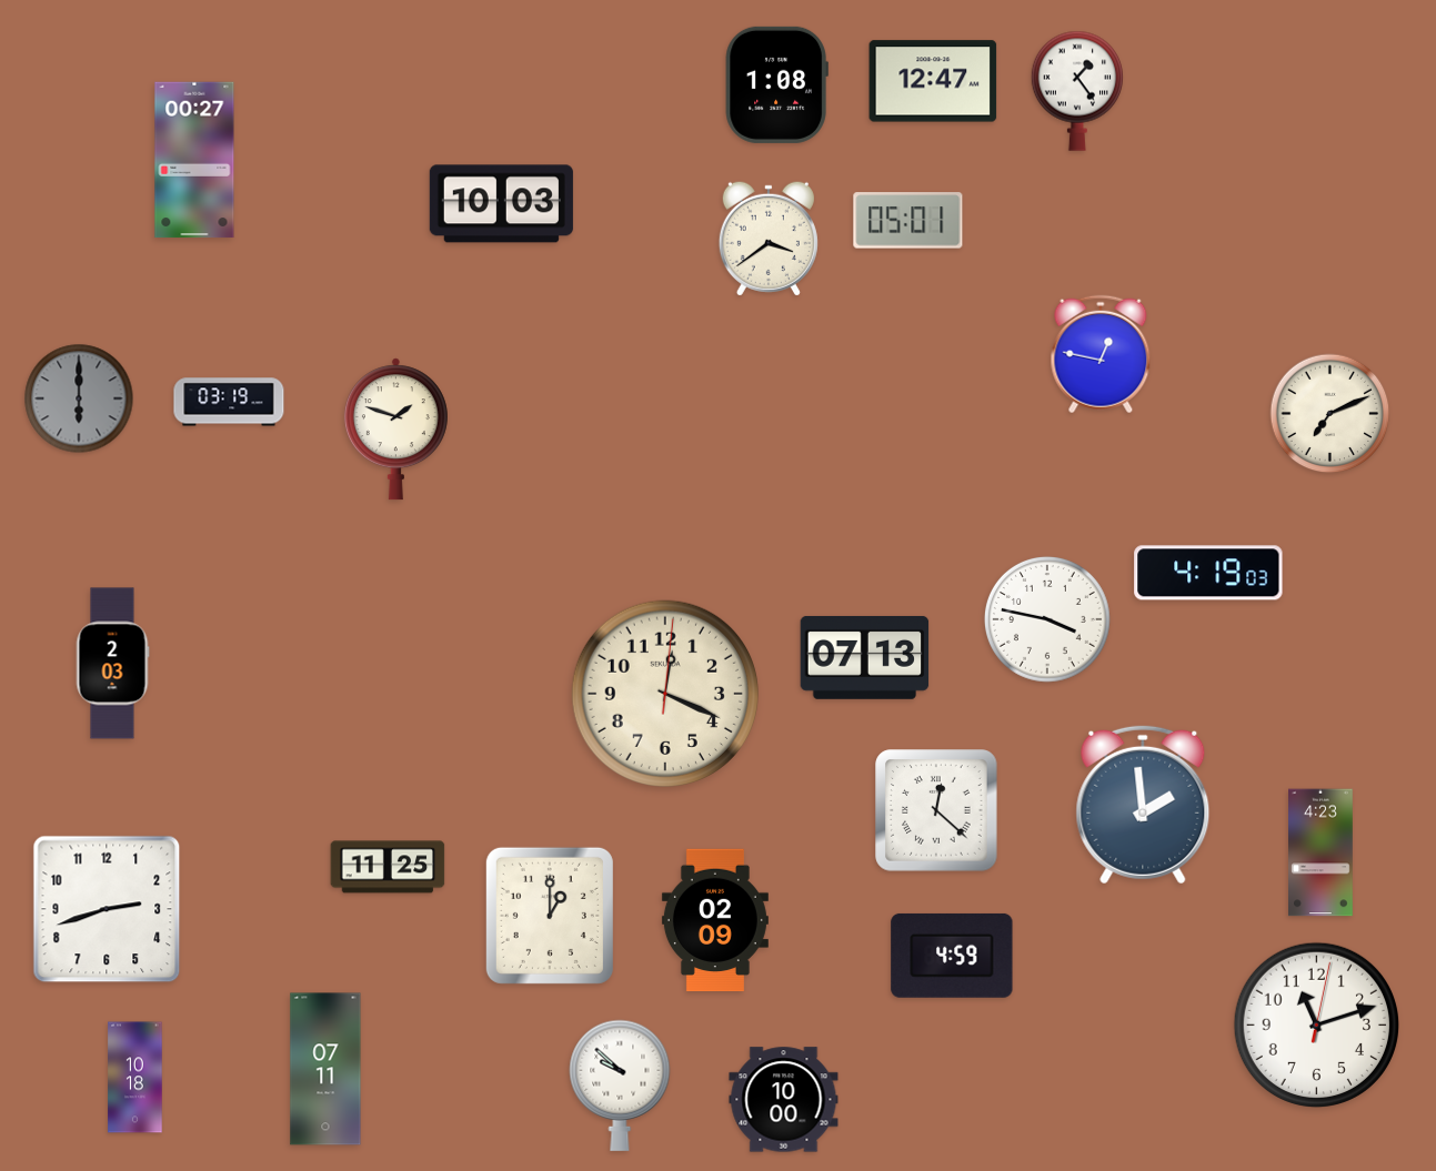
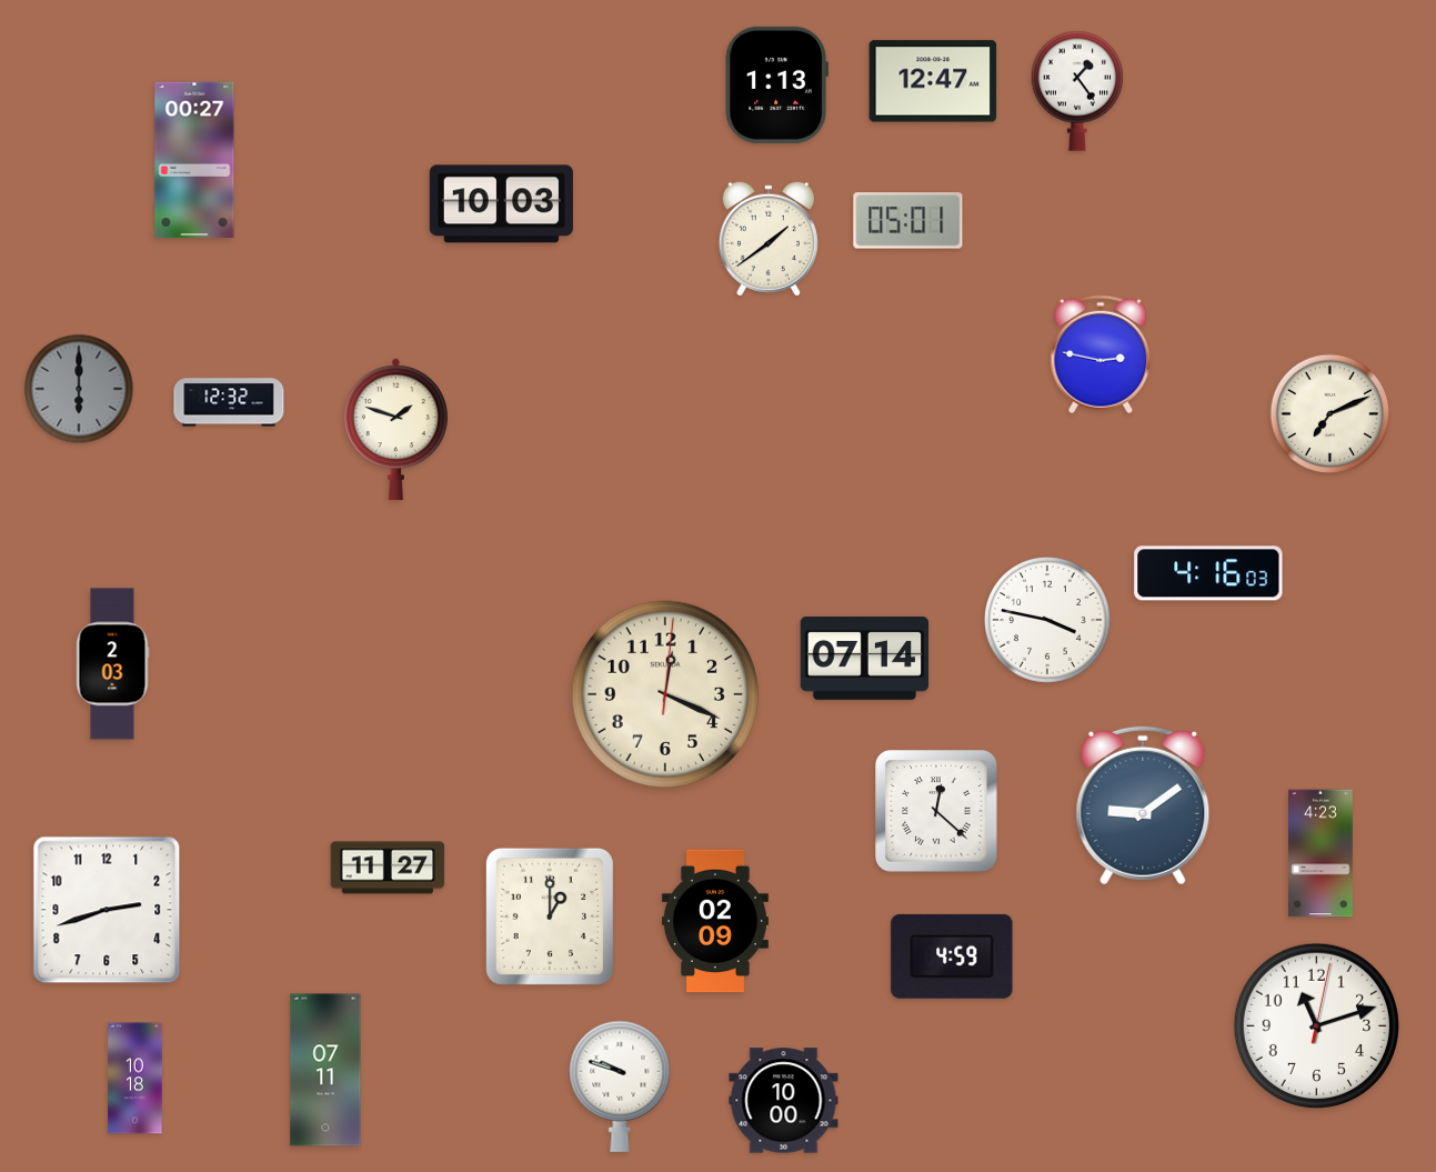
clock at (776, 84): 1:08 -> 1:13
clock at (769, 239): 3:39 -> 1:39
clock at (1101, 354): 12:47 -> 2:47
clock at (79, 398) position: (79, 398) -> (79, 389)
clock at (229, 402): 03:19 -> 12:32
clock at (1208, 573): 4:19 -> 4:16
clock at (865, 657): 07:13 -> 07:14
clock at (1143, 805): 1:59 -> 9:09
clock at (388, 867): 11:25 -> 11:27
clock at (620, 1086): 9:52 -> 9:48
